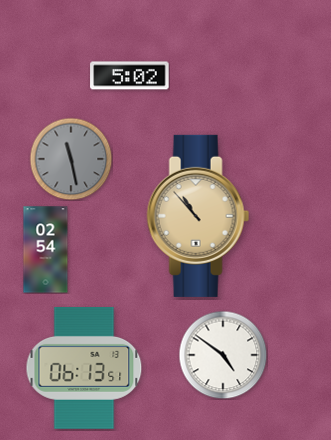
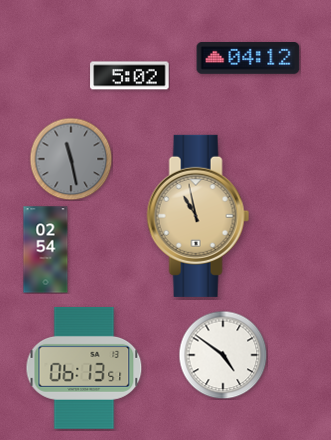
clock at (248, 59): none -> 04:12
clock at (198, 216): 10:53 -> 10:58
